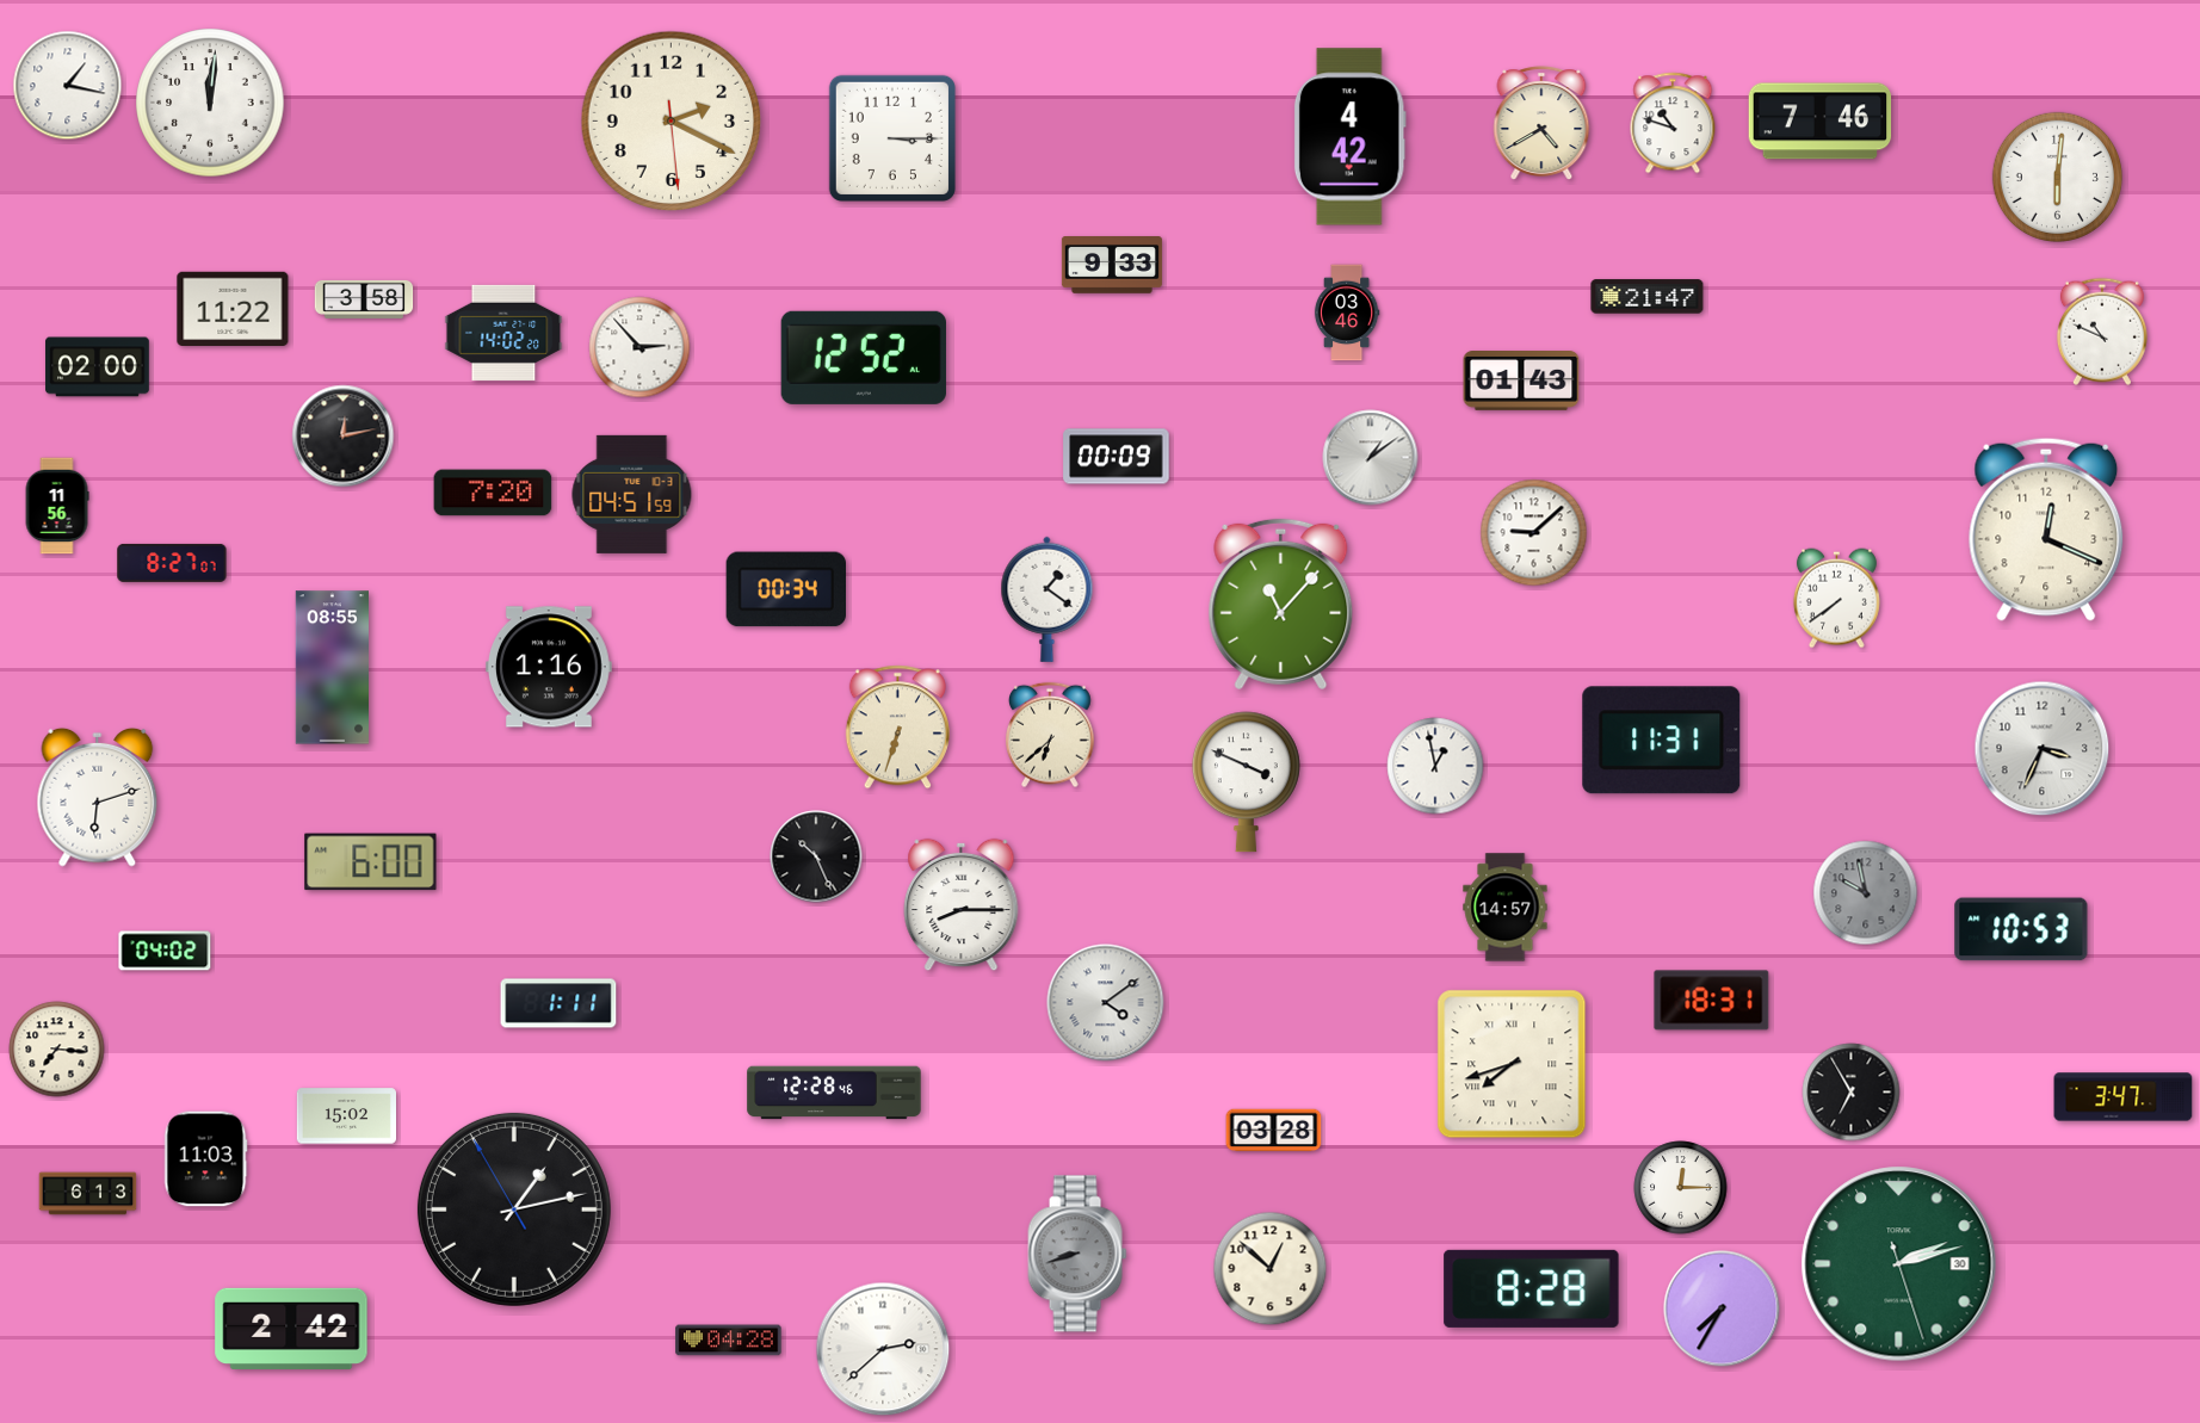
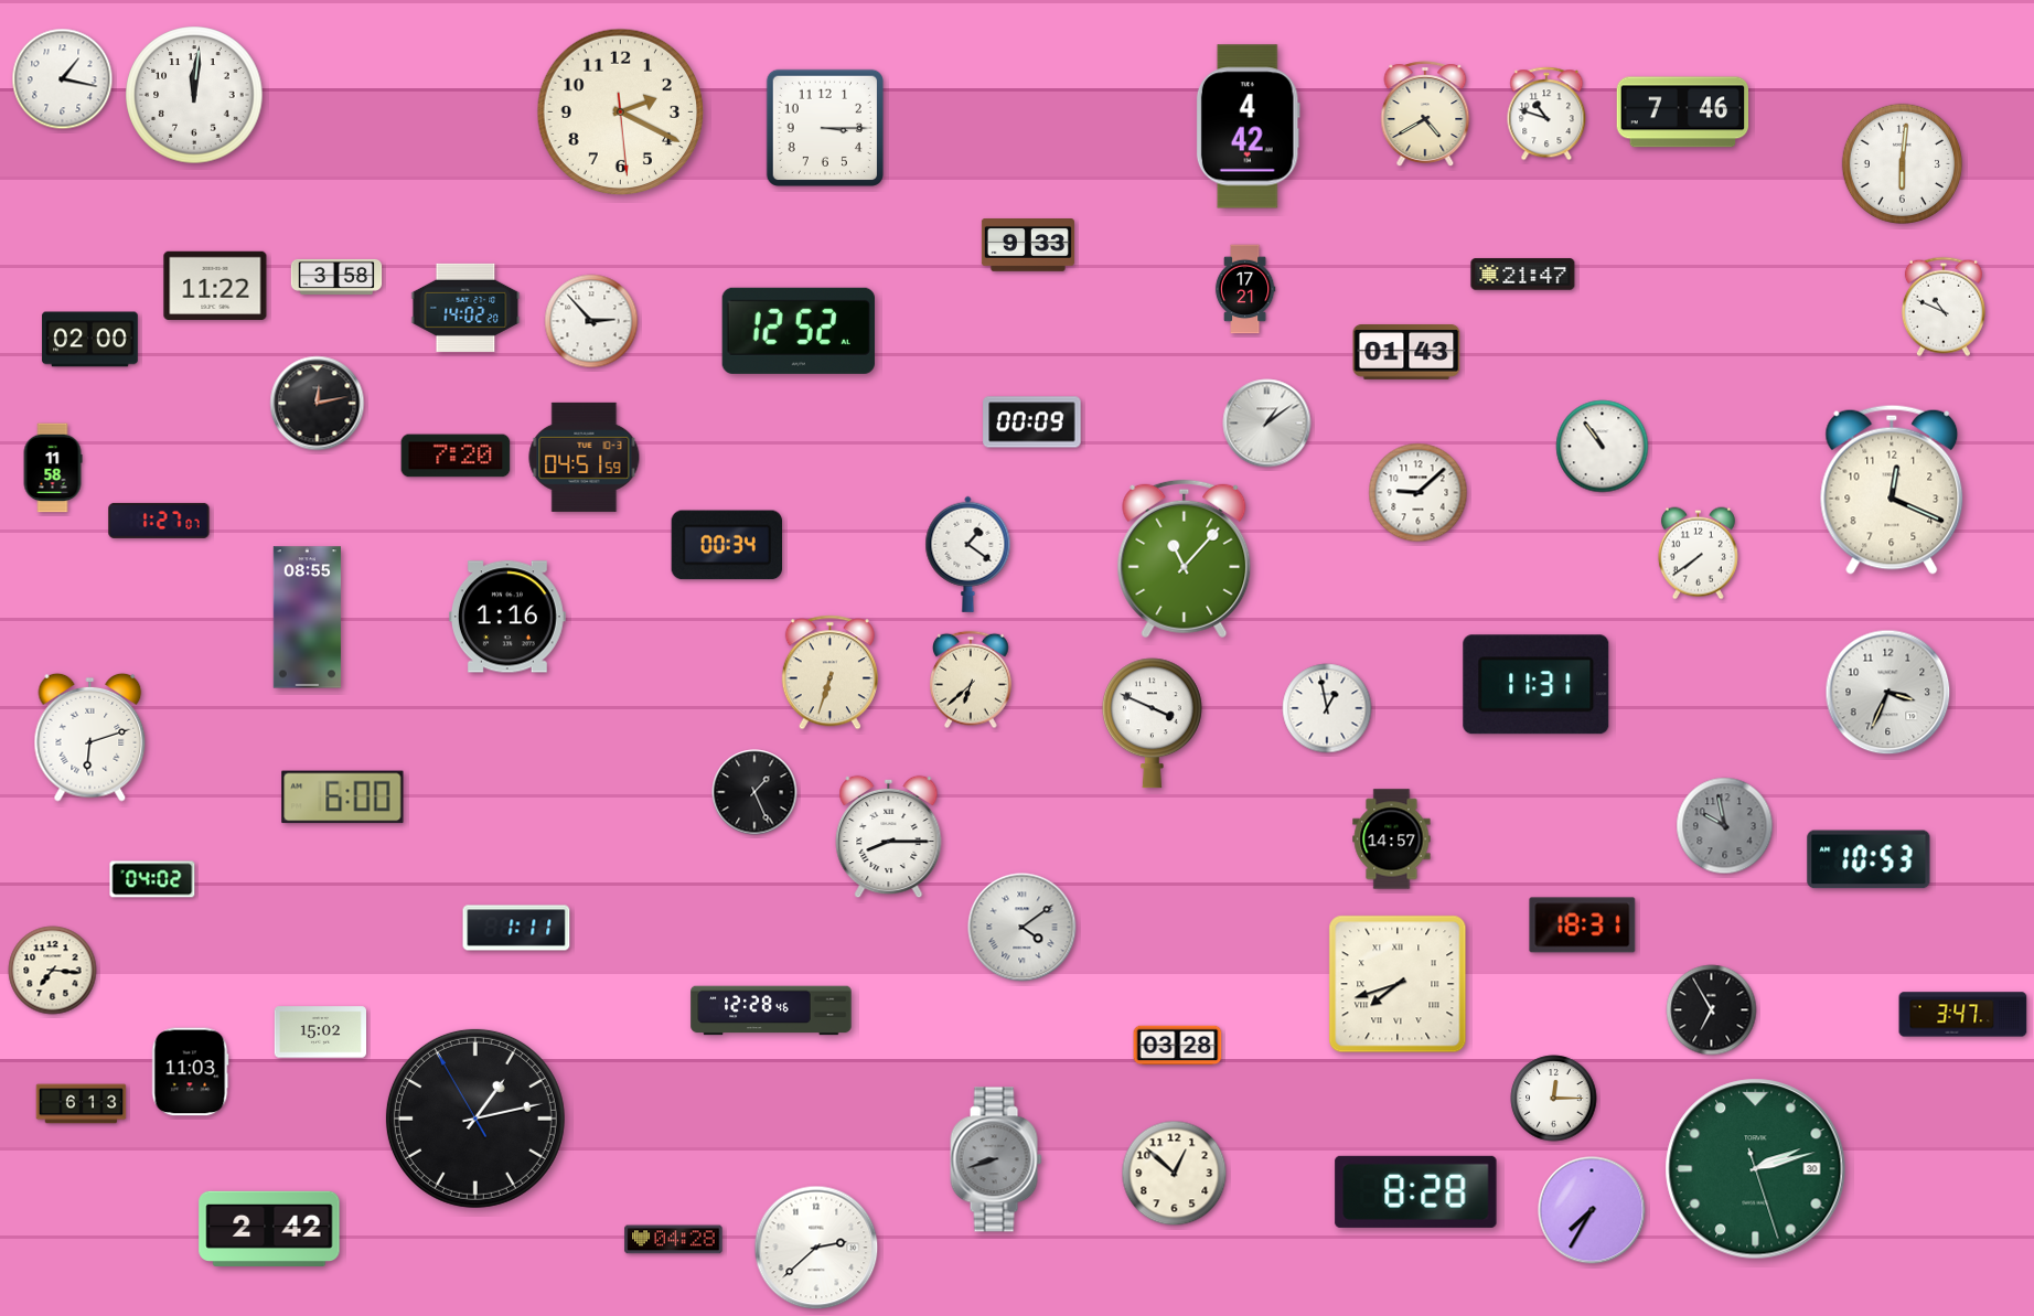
clock at (1347, 313): 03:46 -> 17:21
clock at (1603, 447): none -> 10:54
clock at (57, 506): 11:56 -> 11:58
clock at (172, 563): 8:27 -> 1:27
clock at (816, 856): 10:26 -> 1:26
